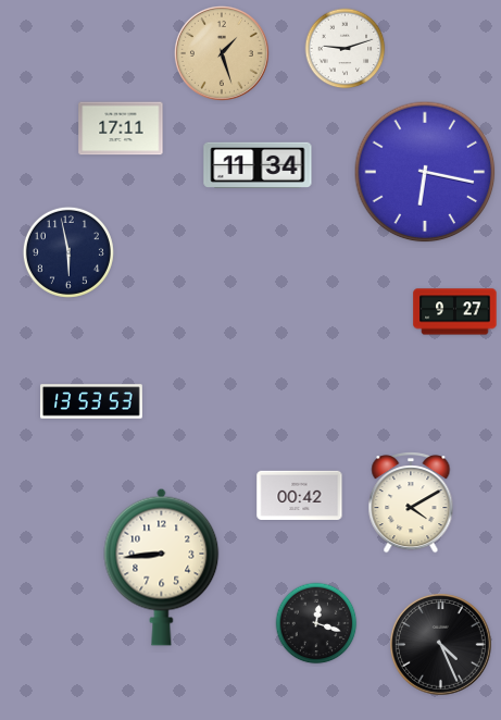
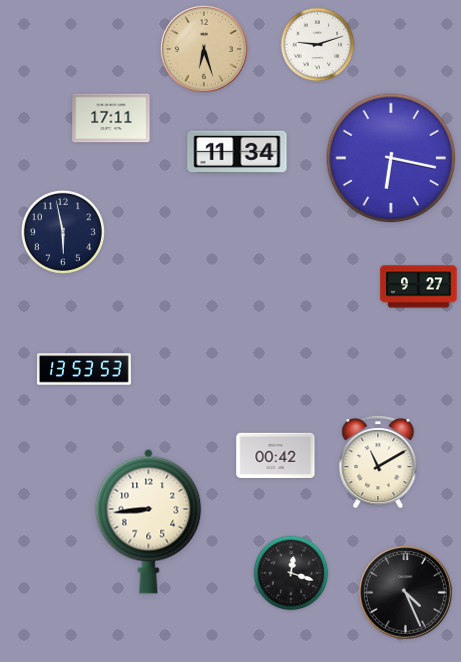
clock at (222, 53): 1:27 -> 6:27
clock at (411, 502): 4:10 -> 11:10
